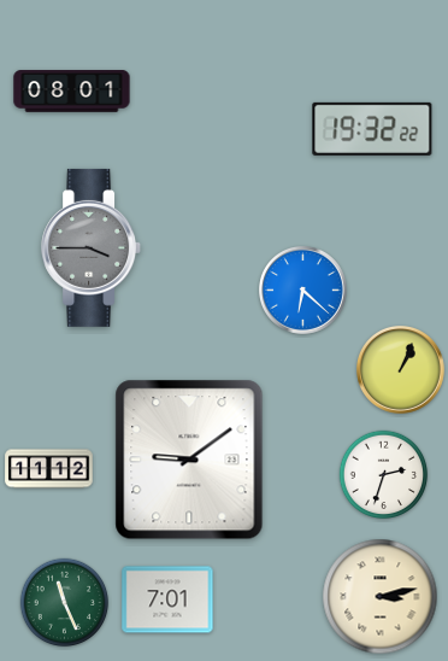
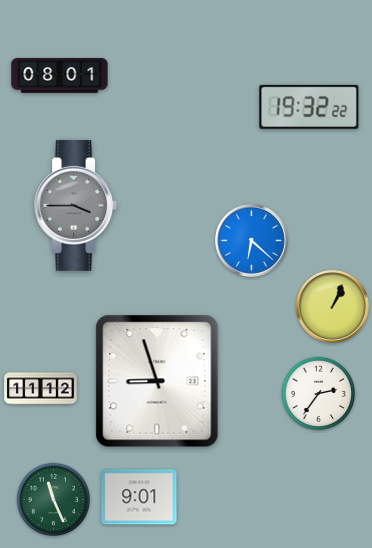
clock at (189, 460): 9:09 -> 8:57
clock at (384, 475): 2:33 -> 2:36
clock at (381, 597): 3:13 -> none
clock at (167, 599): 7:01 -> 9:01
